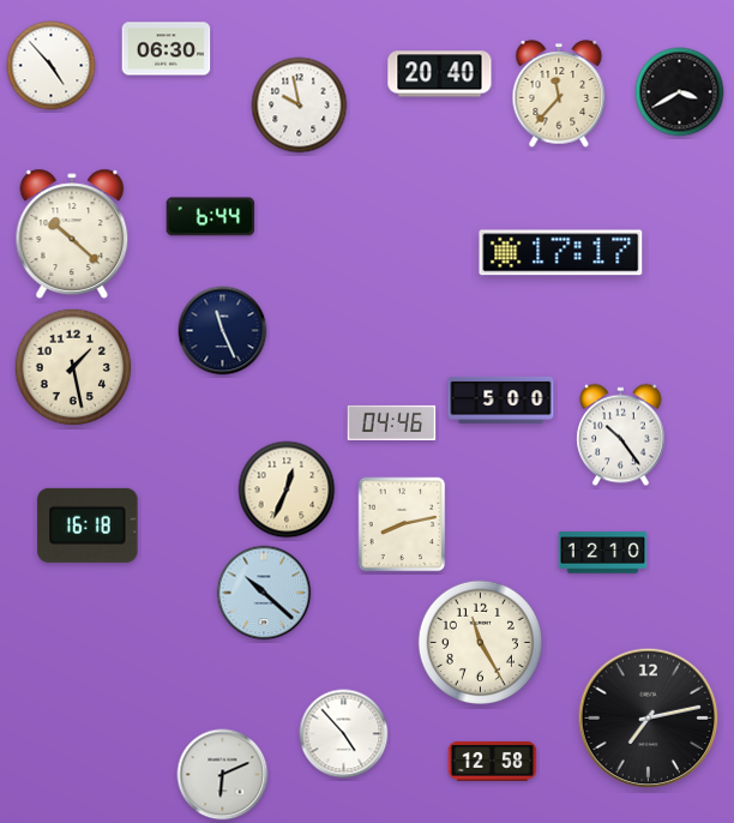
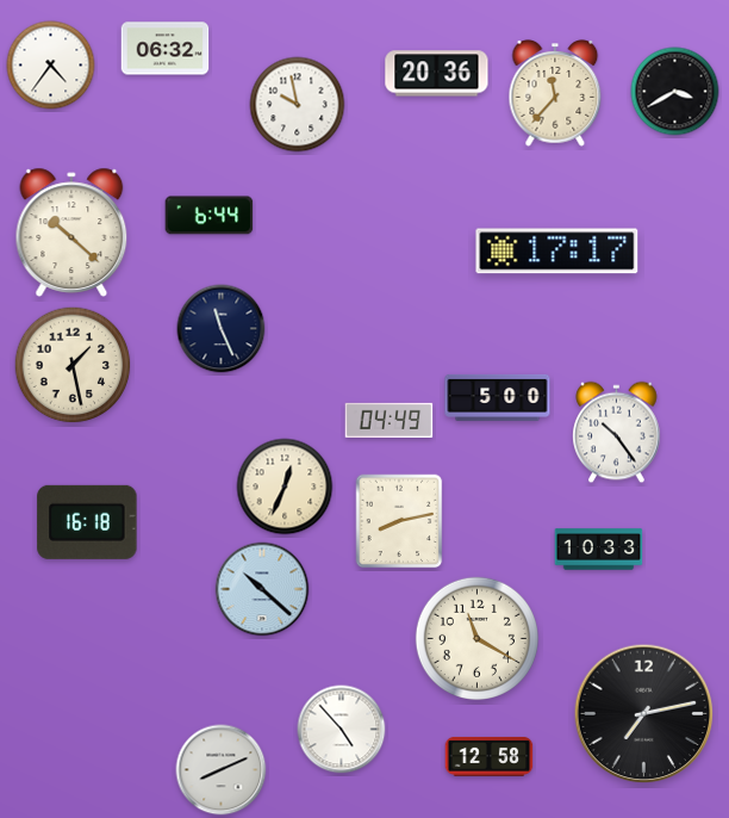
clock at (167, 49): 06:30 -> 06:32
clock at (52, 66): 4:53 -> 4:36
clock at (440, 74): 20:40 -> 20:36
clock at (392, 422): 04:46 -> 04:49
clock at (603, 553): 12:10 -> 10:33
clock at (480, 642): 11:25 -> 11:20
clock at (223, 775): 6:11 -> 8:11
